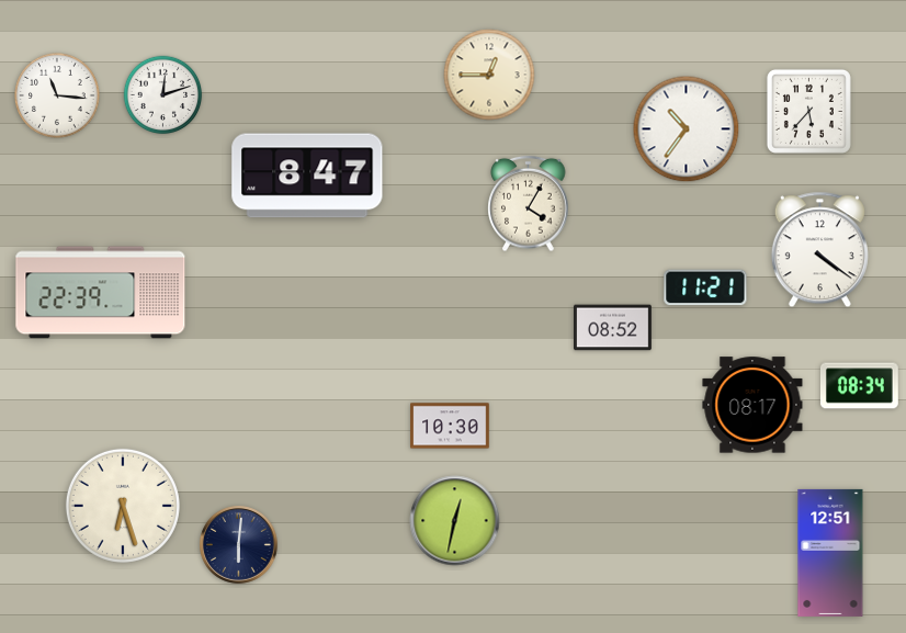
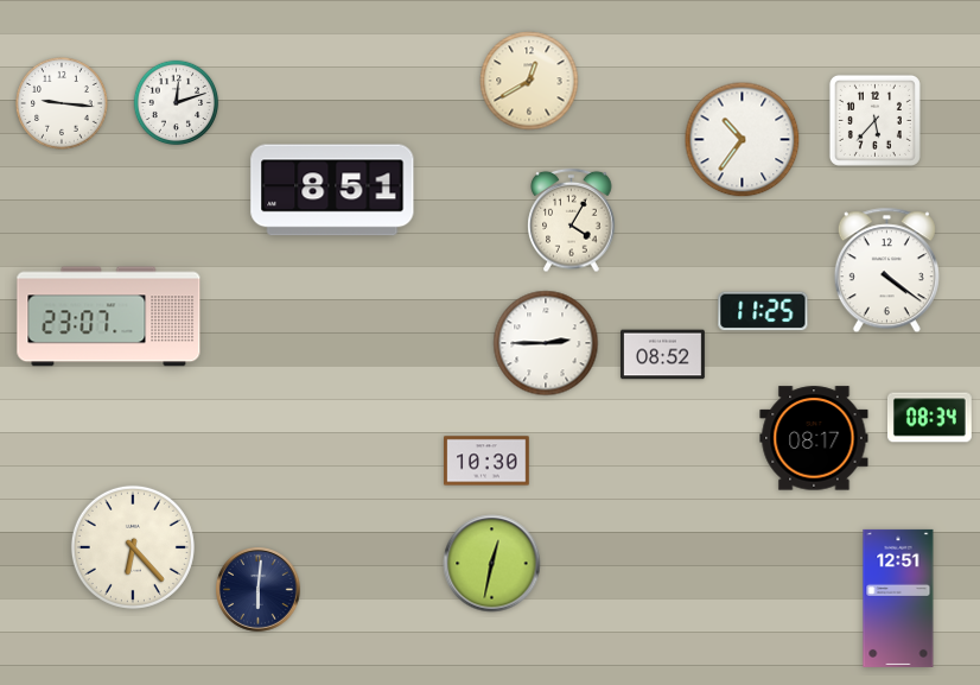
clock at (489, 75): 12:45 -> 12:40
clock at (58, 97): 11:16 -> 9:16
clock at (307, 176): 8:47 -> 8:51
clock at (705, 287): 11:21 -> 11:25
clock at (101, 293): 22:39 -> 23:07
clock at (546, 343): none -> 2:45
clock at (123, 506): 6:27 -> 6:23
